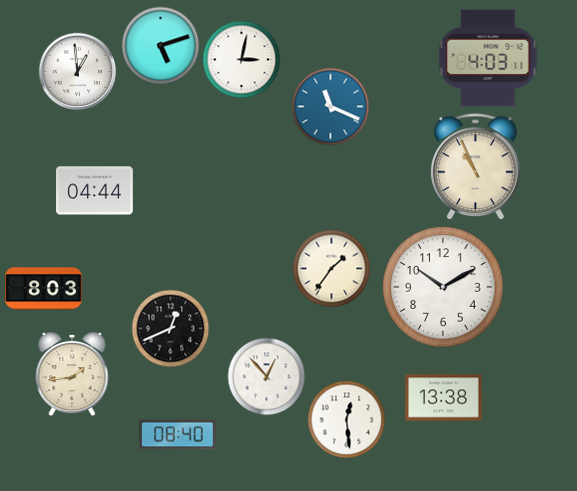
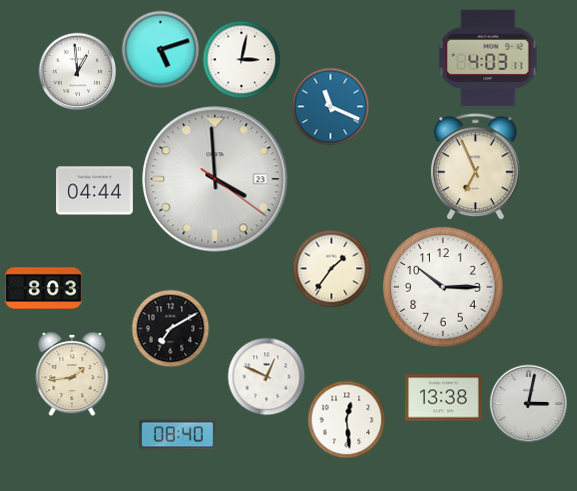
clock at (160, 45) position: (160, 45) -> (160, 49)
clock at (476, 167): 10:56 -> 6:56
clock at (215, 179): none -> 3:59
clock at (443, 287): 10:10 -> 10:15
clock at (170, 328): 12:41 -> 7:10
clock at (266, 376): 12:53 -> 12:49
clock at (528, 403): none -> 3:02
